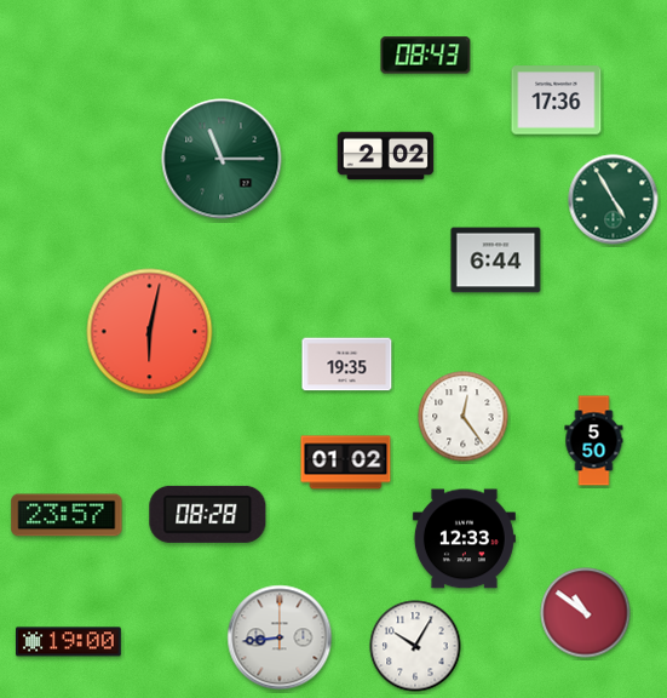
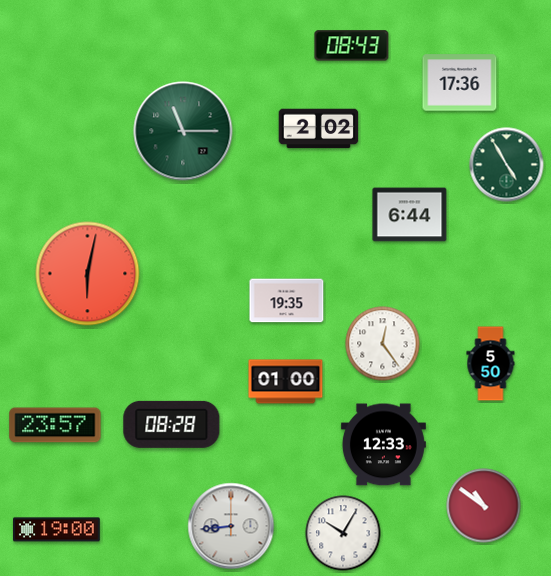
clock at (150, 332) position: (150, 332) -> (88, 274)
clock at (346, 463): 01:02 -> 01:00
